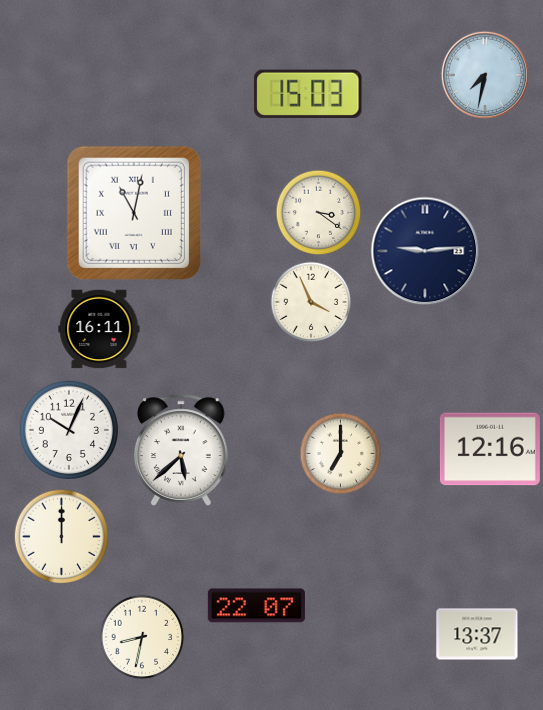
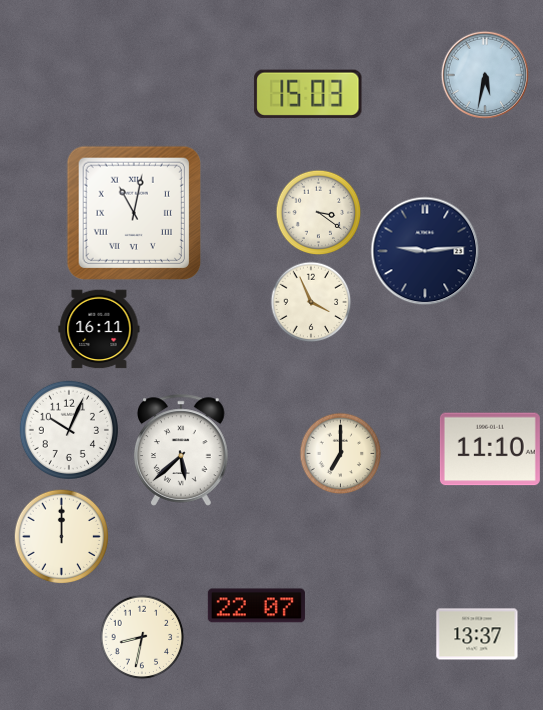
clock at (485, 75): 7:32 -> 5:32
clock at (490, 449): 12:16 -> 11:10
